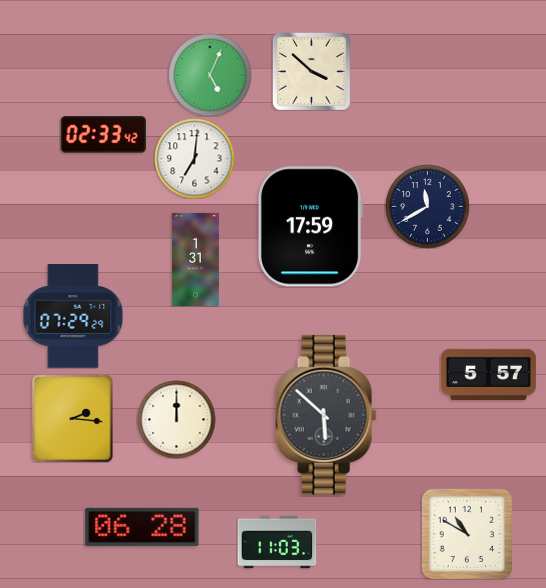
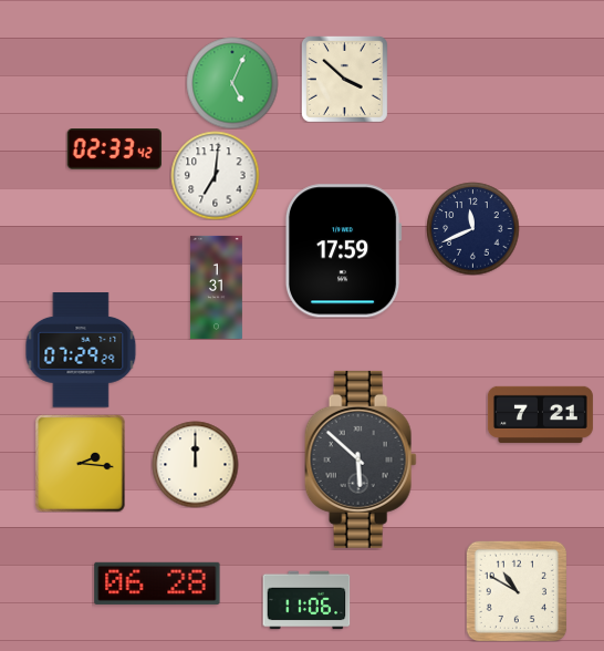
clock at (427, 206): 11:40 -> 11:41
clock at (488, 374): 5:57 -> 7:21
clock at (277, 542): 11:03 -> 11:06
